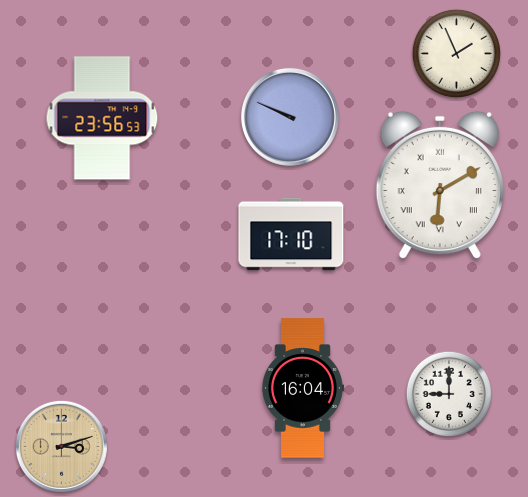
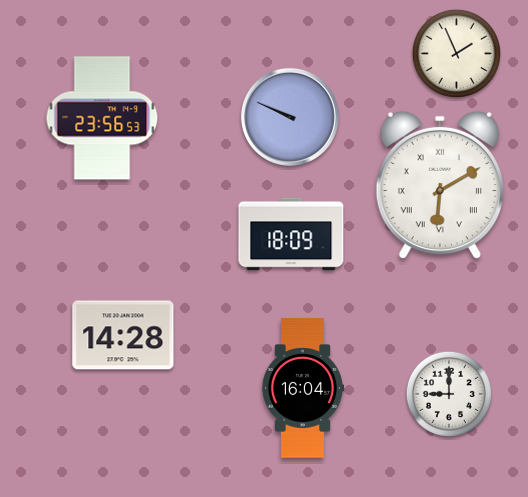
clock at (291, 234): 17:10 -> 18:09
clock at (123, 335): none -> 14:28
clock at (61, 446): 3:12 -> none
